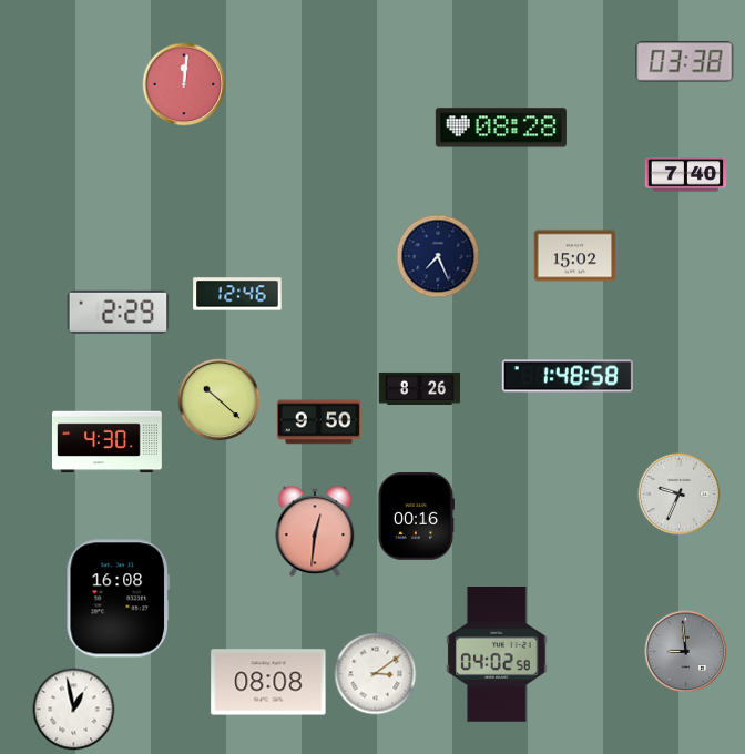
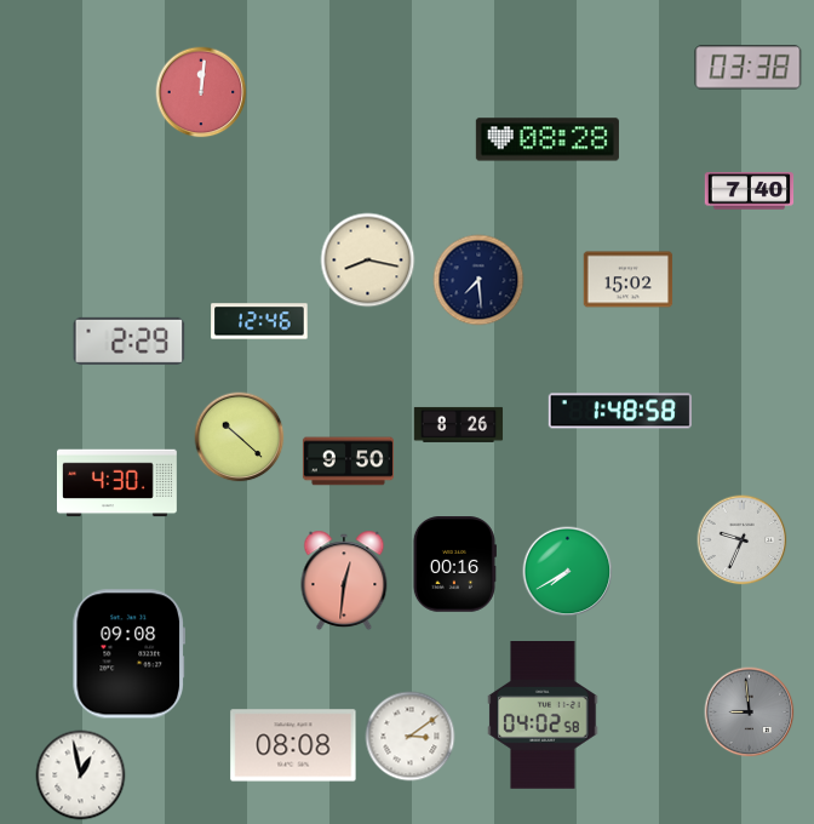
clock at (368, 261): none -> 8:17
clock at (438, 256): 7:26 -> 7:29
clock at (568, 572): none -> 7:40
clock at (118, 599): 16:08 -> 09:08
